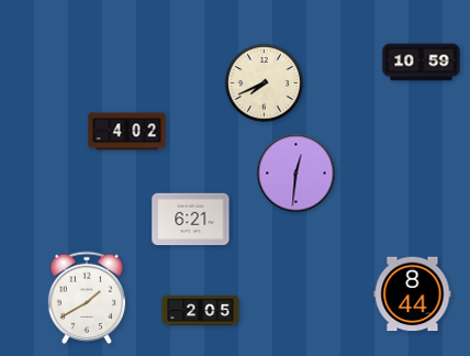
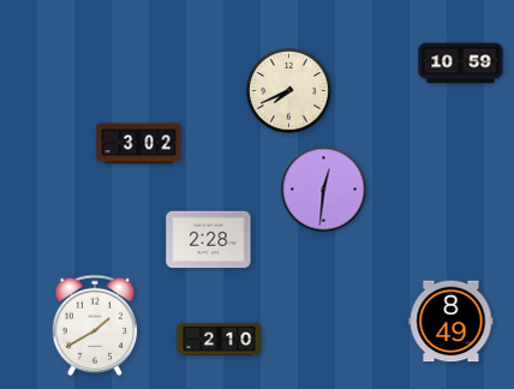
clock at (422, 63) position: (422, 63) -> (461, 64)
clock at (127, 132): 4:02 -> 3:02
clock at (191, 220): 6:21 -> 2:28
clock at (413, 294): 8:44 -> 8:49
clock at (201, 310): 2:05 -> 2:10
